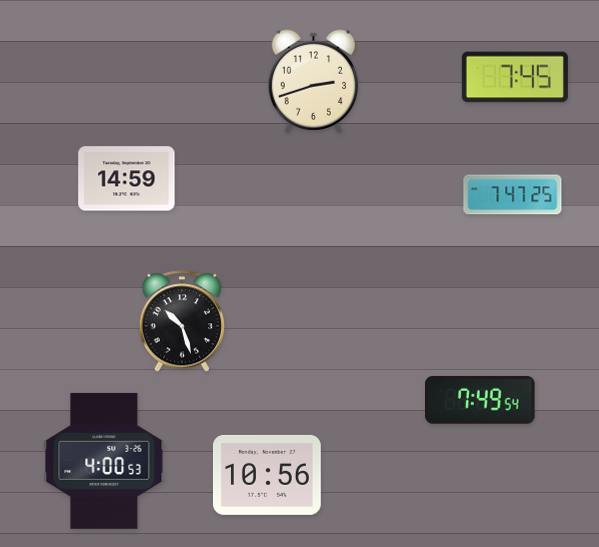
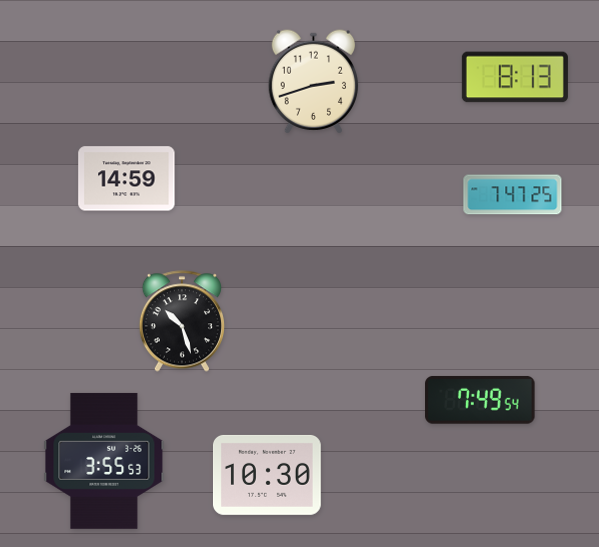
clock at (515, 77): 7:45 -> 8:13
clock at (104, 461): 4:00 -> 3:55
clock at (267, 475): 10:56 -> 10:30
